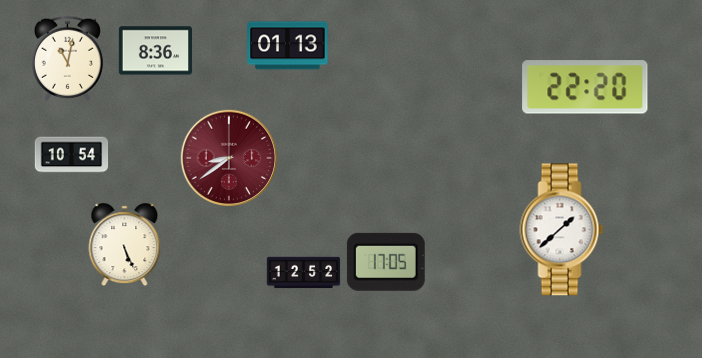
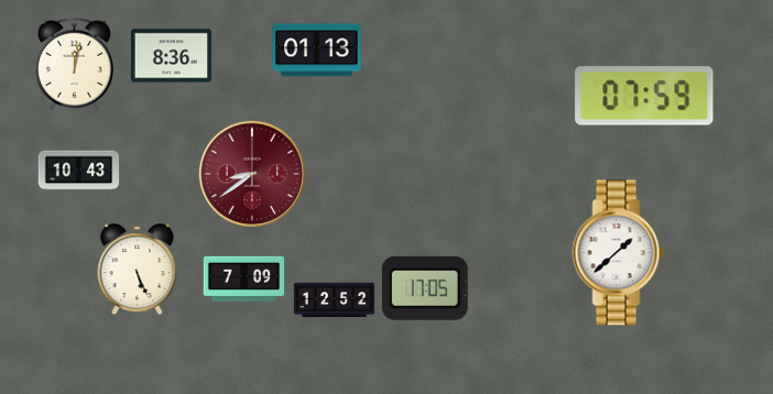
clock at (67, 58): 11:02 -> 12:02
clock at (585, 87): 22:20 -> 07:59
clock at (72, 155): 10:54 -> 10:43
clock at (244, 278): none -> 7:09
